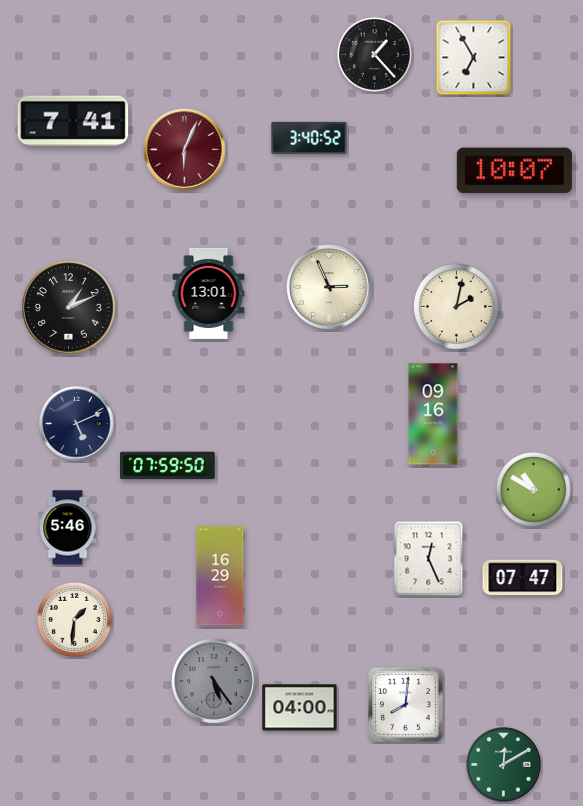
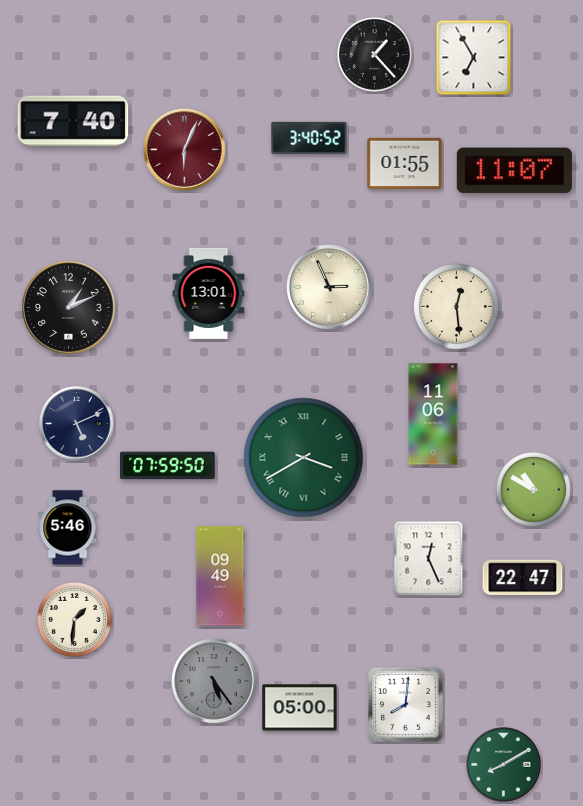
clock at (73, 121): 7:41 -> 7:40
clock at (405, 163): none -> 01:55
clock at (514, 171): 10:07 -> 11:07
clock at (457, 307): 2:02 -> 12:29
clock at (433, 414): 09:16 -> 11:06
clock at (304, 458): none -> 3:40
clock at (220, 576): 16:29 -> 09:49
clock at (523, 578): 07:47 -> 22:47
clock at (300, 708): 04:00 -> 05:00
clock at (504, 765): 12:10 -> 8:10
